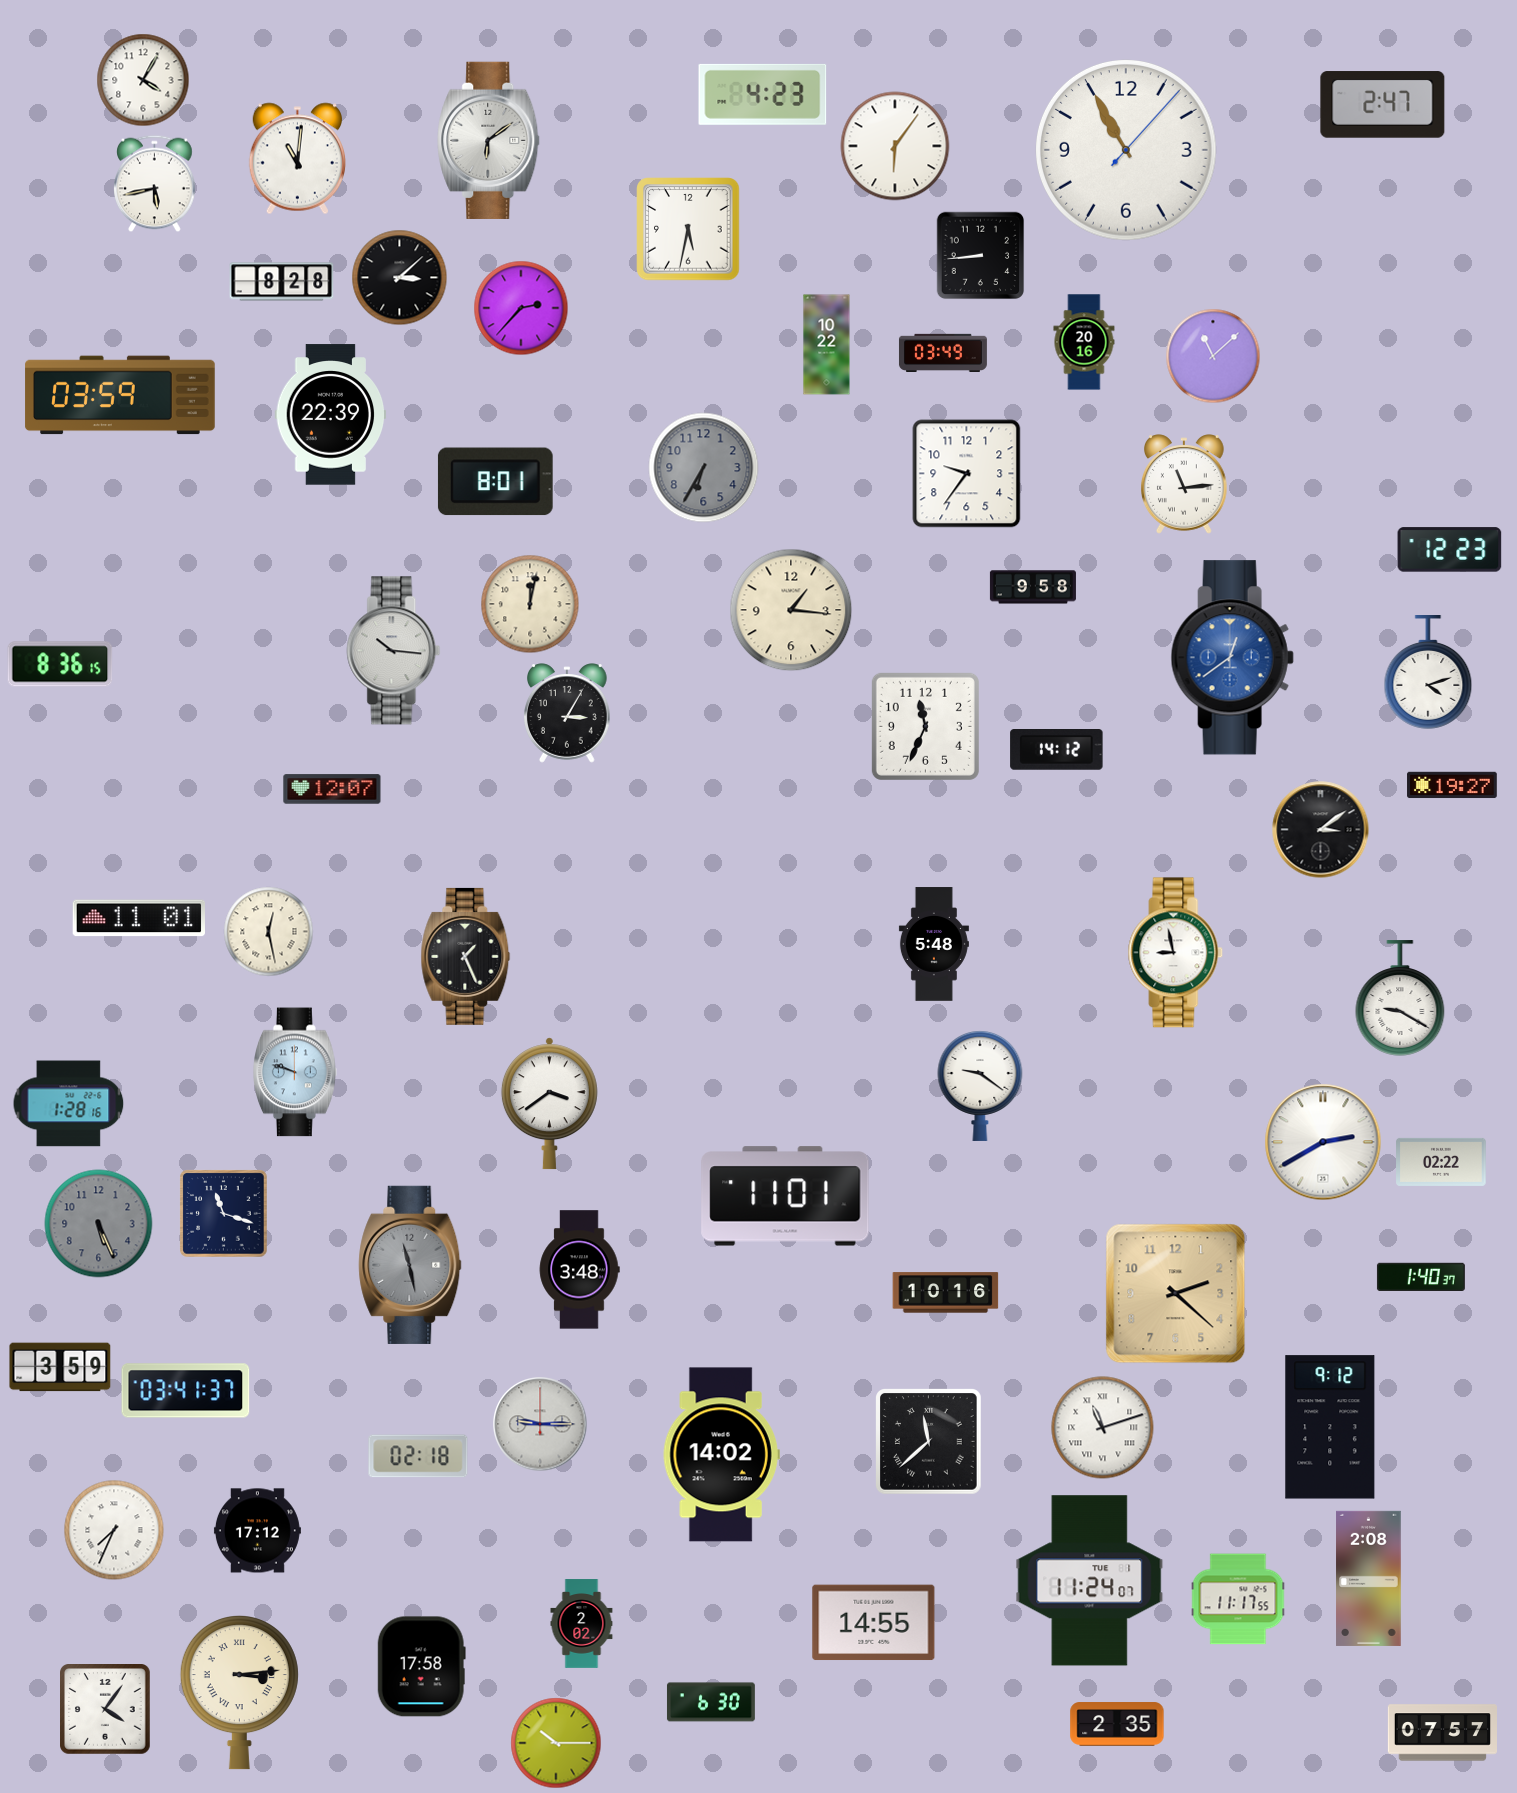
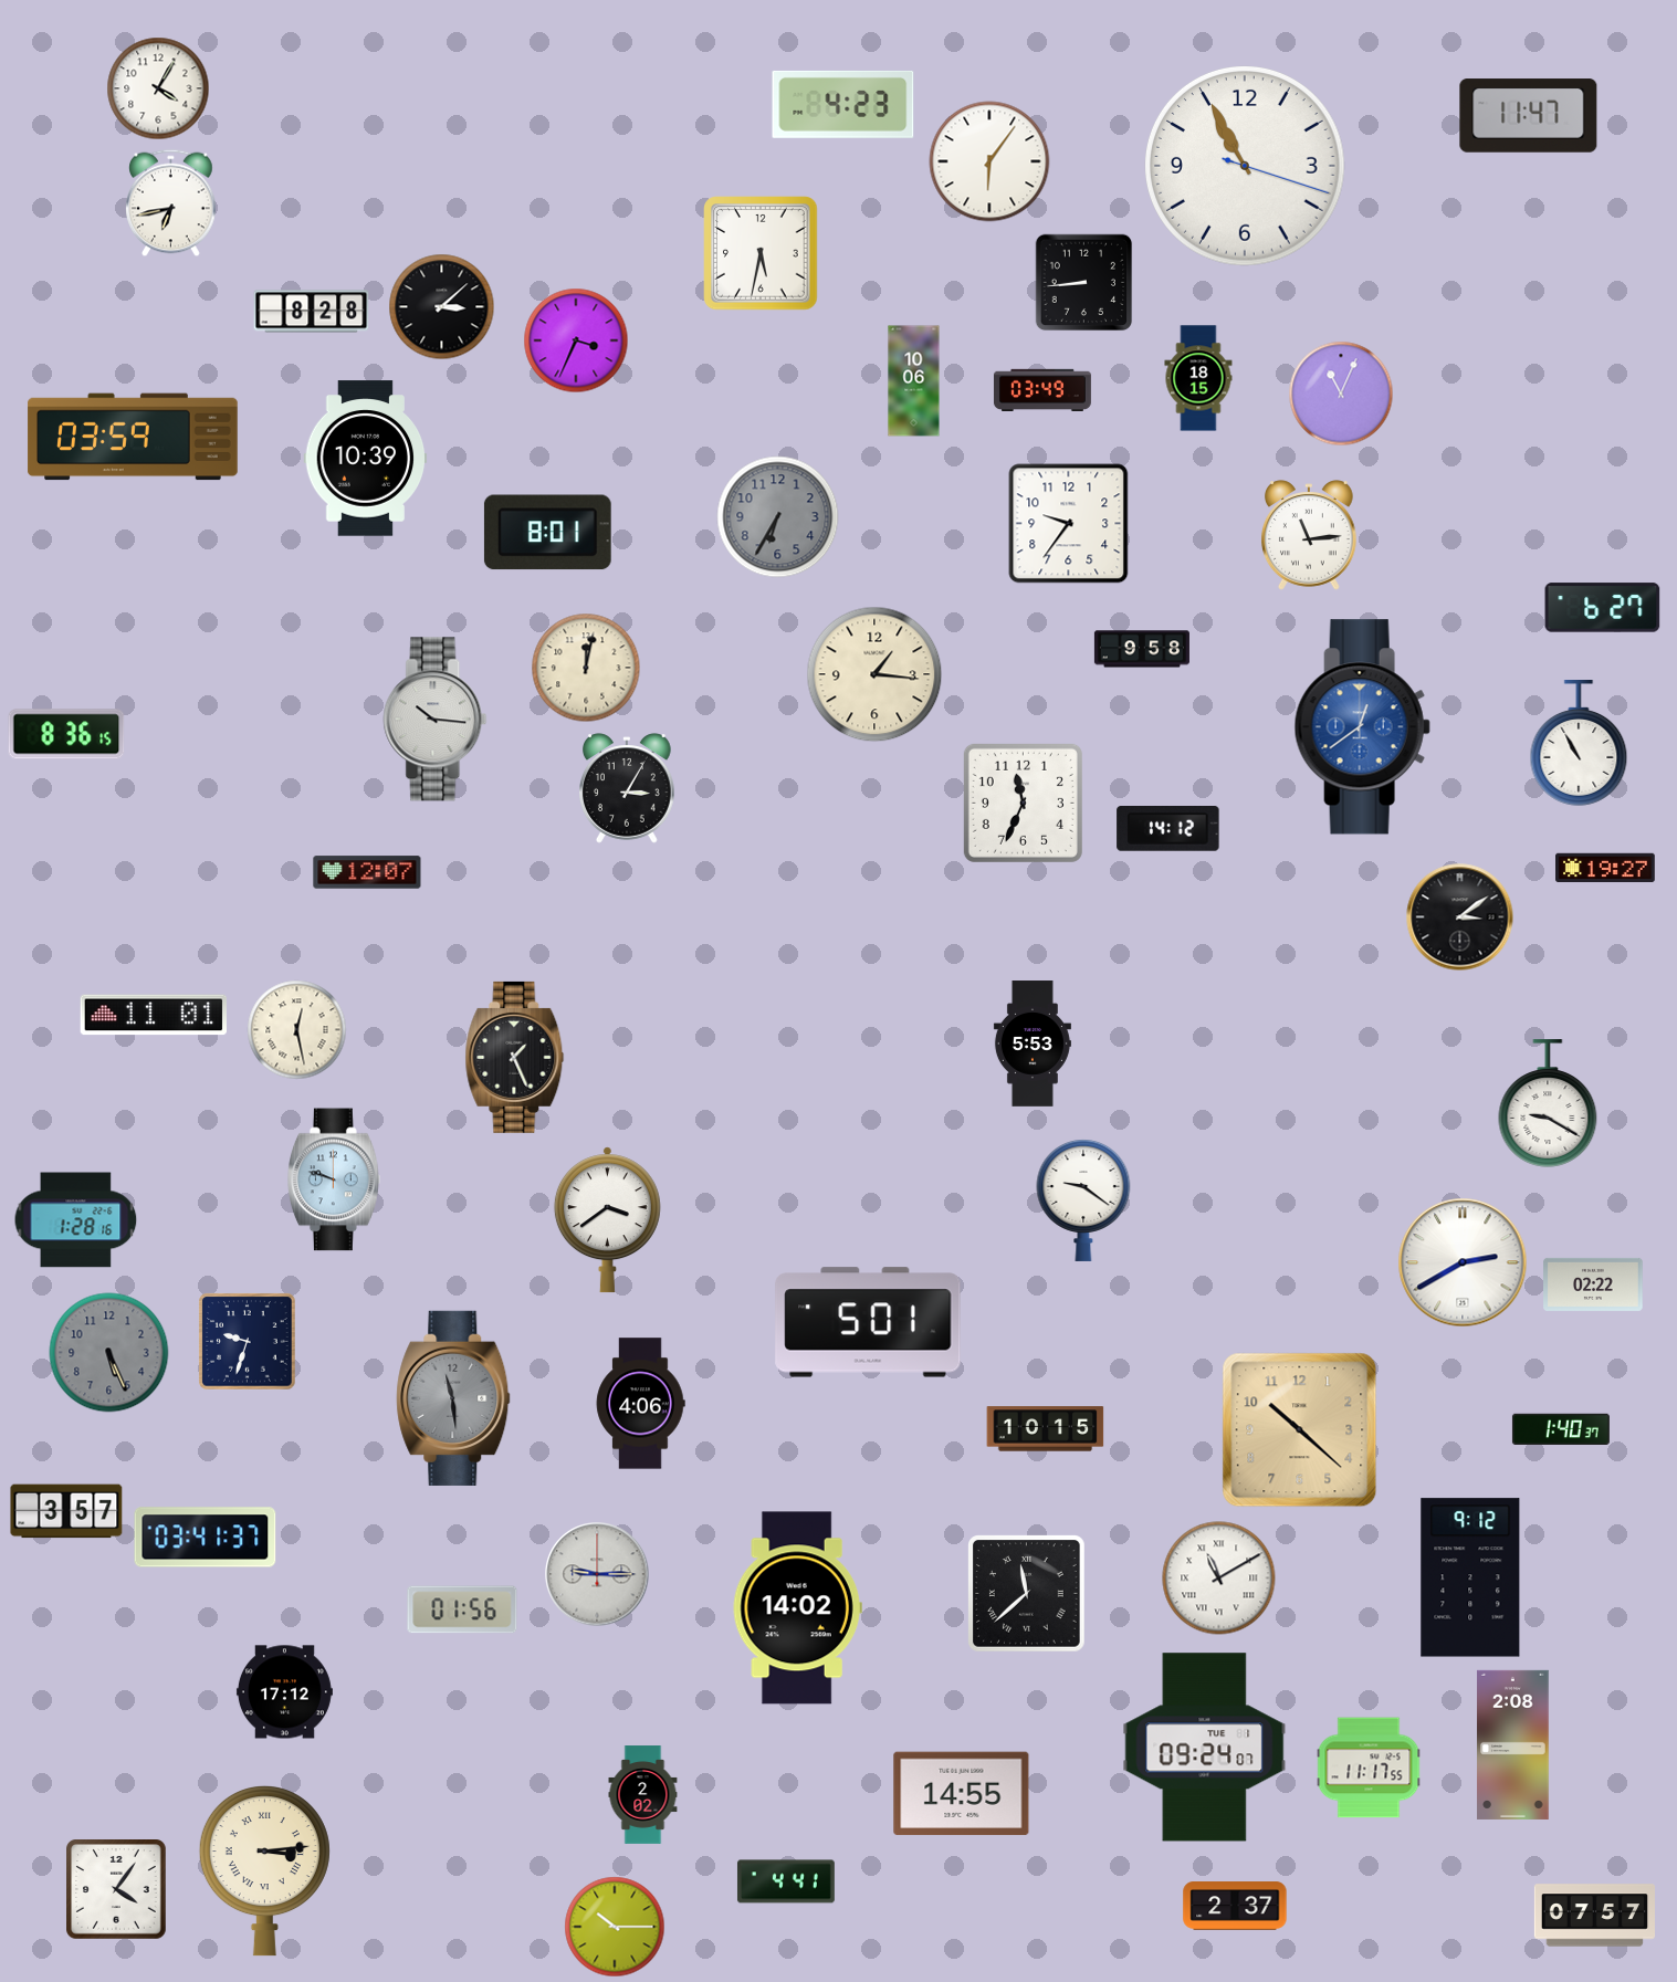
clock at (1383, 105): 2:47 -> 11:47
clock at (489, 140): 6:09 -> none
clock at (1127, 151): 10:55:07 -> 10:55:18
clock at (297, 159): 11:01 -> none
clock at (155, 184): 5:43 -> 6:43
clock at (521, 308): 2:37 -> 3:34
clock at (1084, 342): 20:16 -> 18:15
clock at (827, 345): 10:22 -> 10:06
clock at (1213, 356): 11:08 -> 11:04
clock at (331, 415): 22:39 -> 10:39
clock at (1450, 550): 12:23 -> 6:27
clock at (1428, 673): 4:12 -> 10:55
clock at (934, 944): 5:48 -> 5:53
clock at (1176, 953): 8:58 -> none
clock at (296, 1072) position: (296, 1072) -> (335, 1179)
clock at (785, 1196): 11:01 -> 5:01
clock at (224, 1214): 11:18 -> 9:33
clock at (410, 1265): 11:28 -> 11:29
clock at (579, 1270): 3:48 -> 4:06
clock at (1421, 1276) position: (1421, 1276) -> (1561, 1428)
clock at (946, 1293): 10:16 -> 10:15
clock at (1176, 1294): 2:22 -> 10:22
clock at (60, 1367): 3:59 -> 3:57
clock at (1103, 1428): 11:12 -> 11:10
clock at (418, 1456): 02:18 -> 01:56
clock at (114, 1530): 7:34 -> none
clock at (1090, 1581): 11:24 -> 09:24
clock at (874, 1623) position: (874, 1623) -> (962, 1794)
clock at (421, 1667): 17:58 -> none
clock at (711, 1702): 6:30 -> 4:41
clock at (1117, 1724): 2:35 -> 2:37
